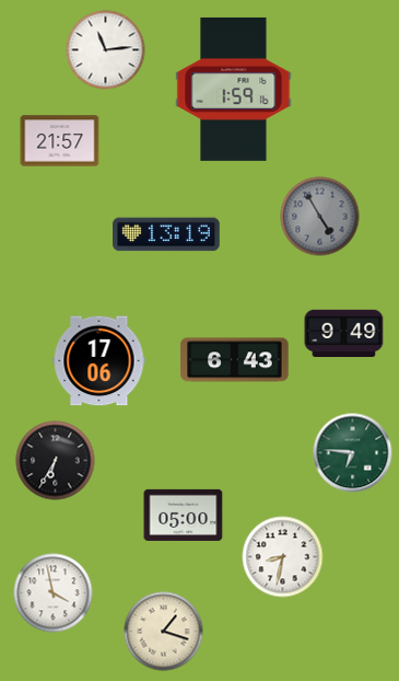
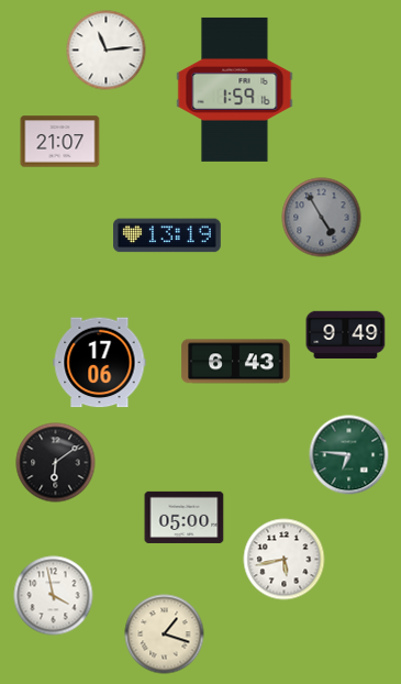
clock at (60, 141): 21:57 -> 21:07
clock at (353, 453) position: (353, 453) -> (349, 455)
clock at (56, 461): 6:35 -> 6:09
clock at (283, 557): 8:32 -> 5:43
